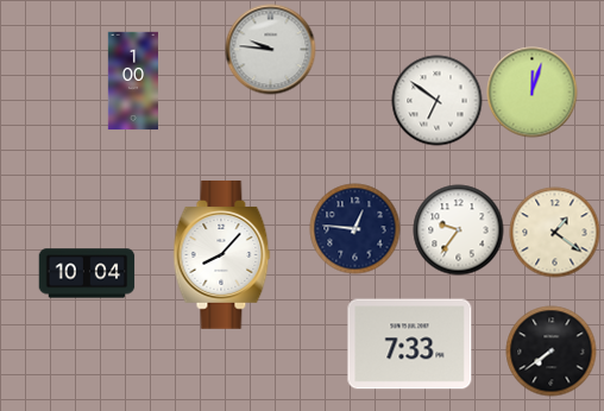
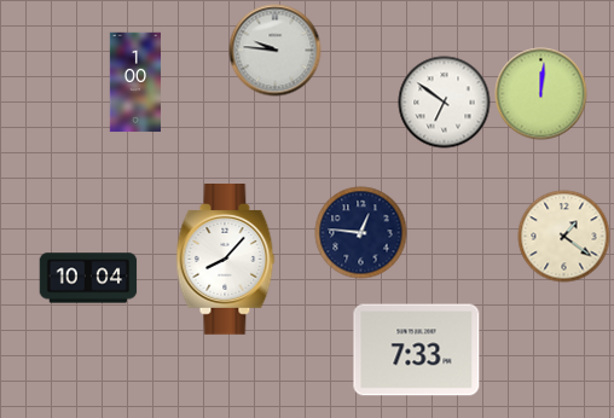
clock at (533, 93): 12:03 -> 12:01
clock at (459, 230): 9:36 -> none
clock at (552, 352): 7:39 -> none
